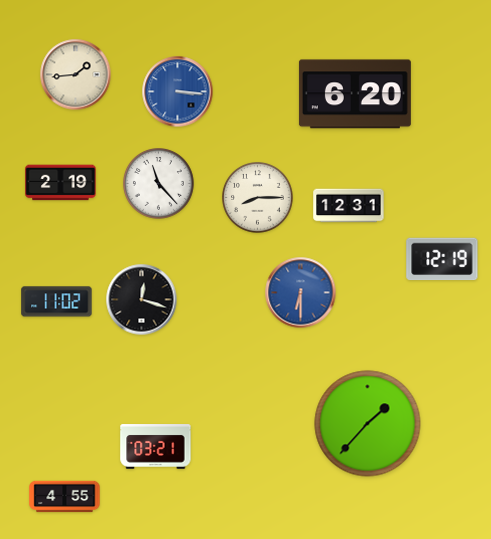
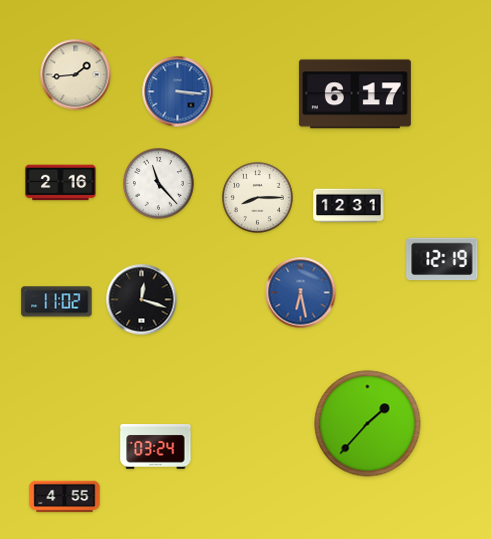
clock at (355, 94): 6:20 -> 6:17
clock at (61, 183): 2:19 -> 2:16
clock at (301, 293): 6:30 -> 6:28
clock at (156, 447): 03:21 -> 03:24
